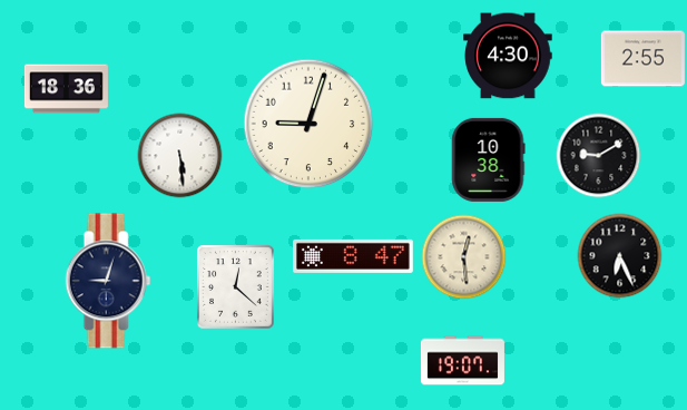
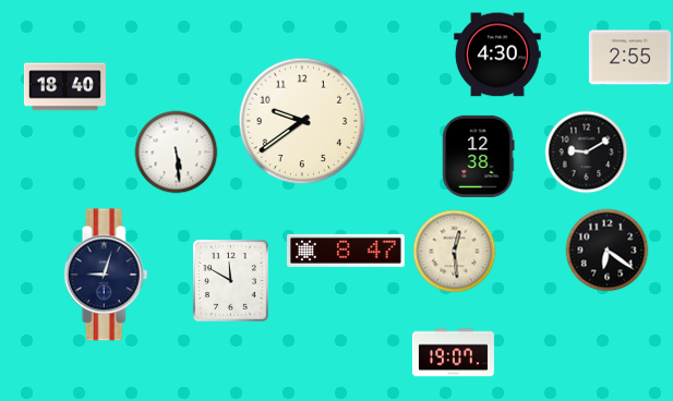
clock at (66, 89): 18:36 -> 18:40
clock at (308, 124): 9:03 -> 9:39
clock at (489, 159): 10:38 -> 12:38
clock at (620, 256): 6:26 -> 6:21
clock at (236, 287): 12:22 -> 11:50
